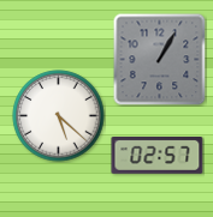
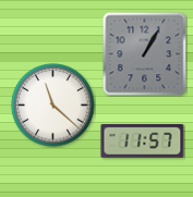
clock at (59, 116): 5:22 -> 11:22
clock at (158, 156): 02:57 -> 11:57
